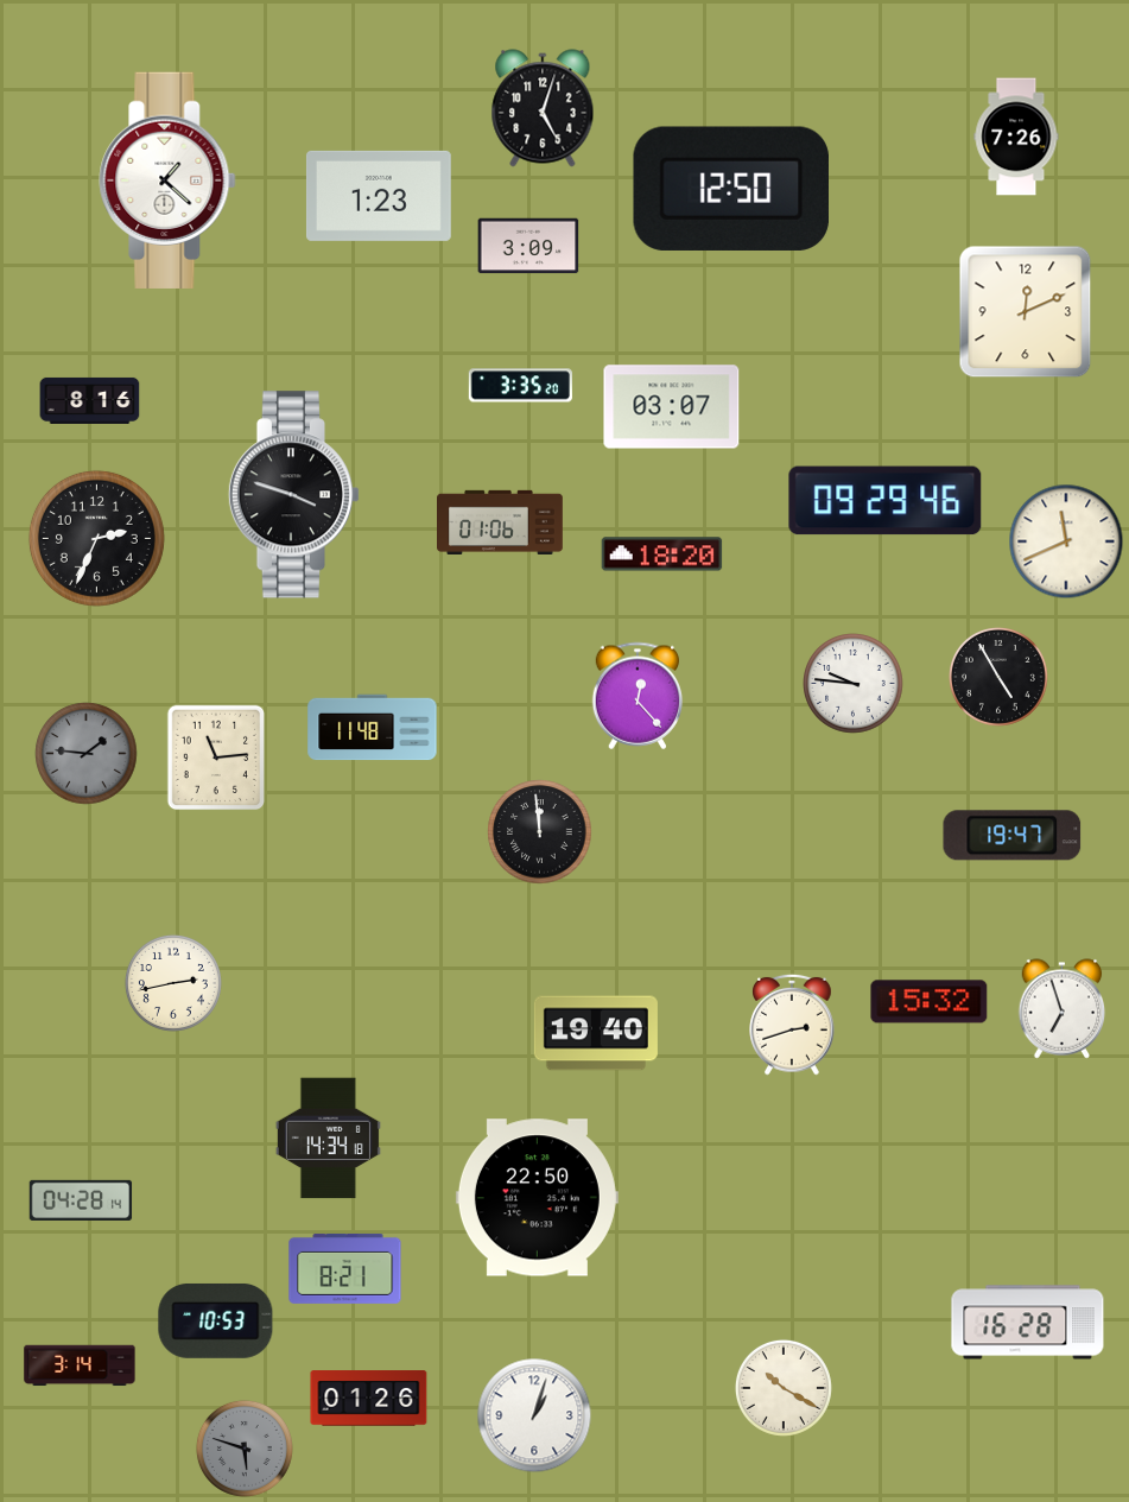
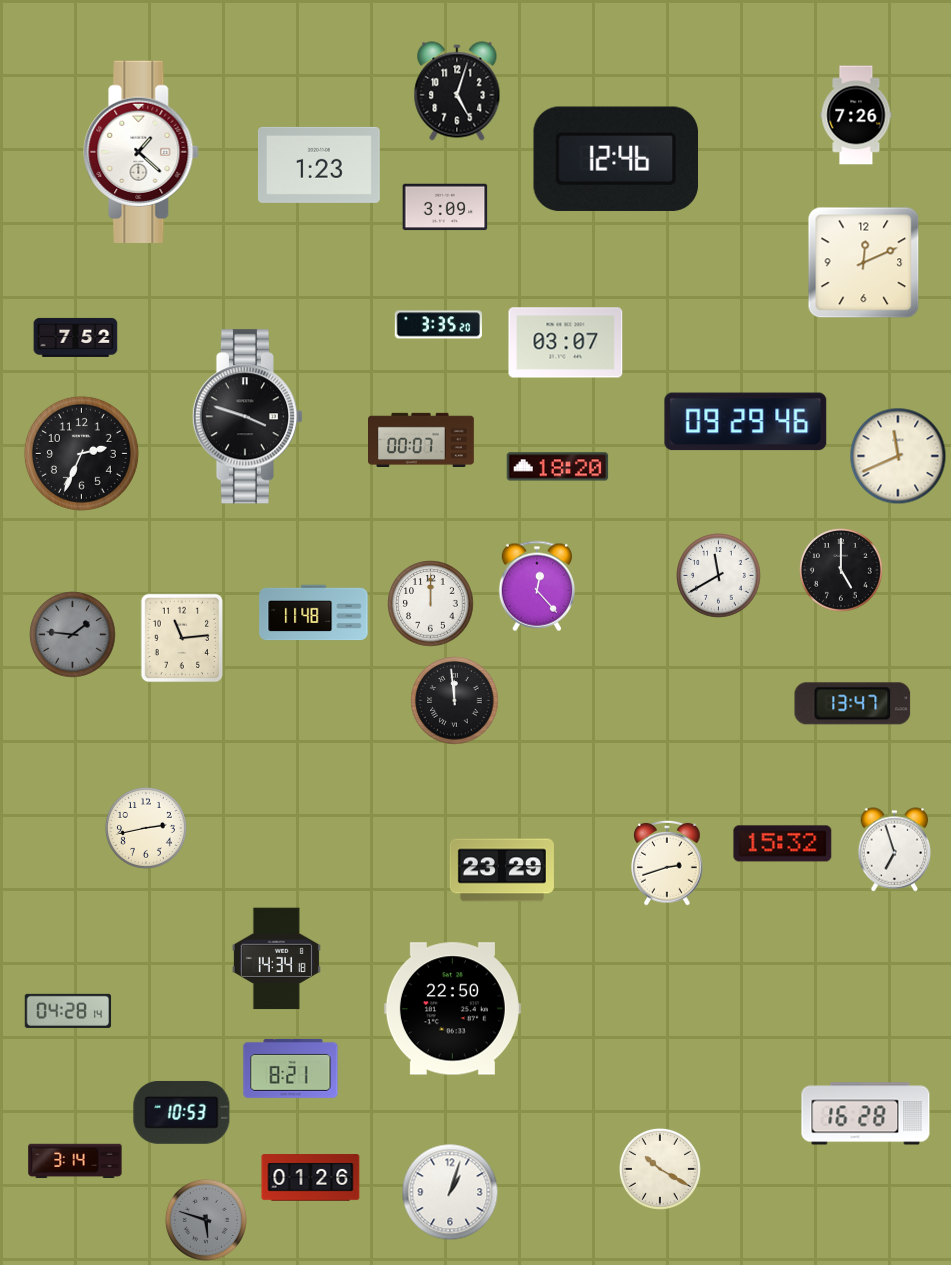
clock at (730, 189): 12:50 -> 12:46
clock at (90, 400): 8:16 -> 7:52
clock at (501, 521): 01:06 -> 00:07
clock at (1000, 678): 4:55 -> 5:00
clock at (854, 684): 9:46 -> 11:40
clock at (431, 604): none -> 12:00
clock at (1013, 836): 19:47 -> 13:47
clock at (596, 1033): 19:40 -> 23:29
clock at (80, 1365) position: (80, 1365) -> (75, 1161)
